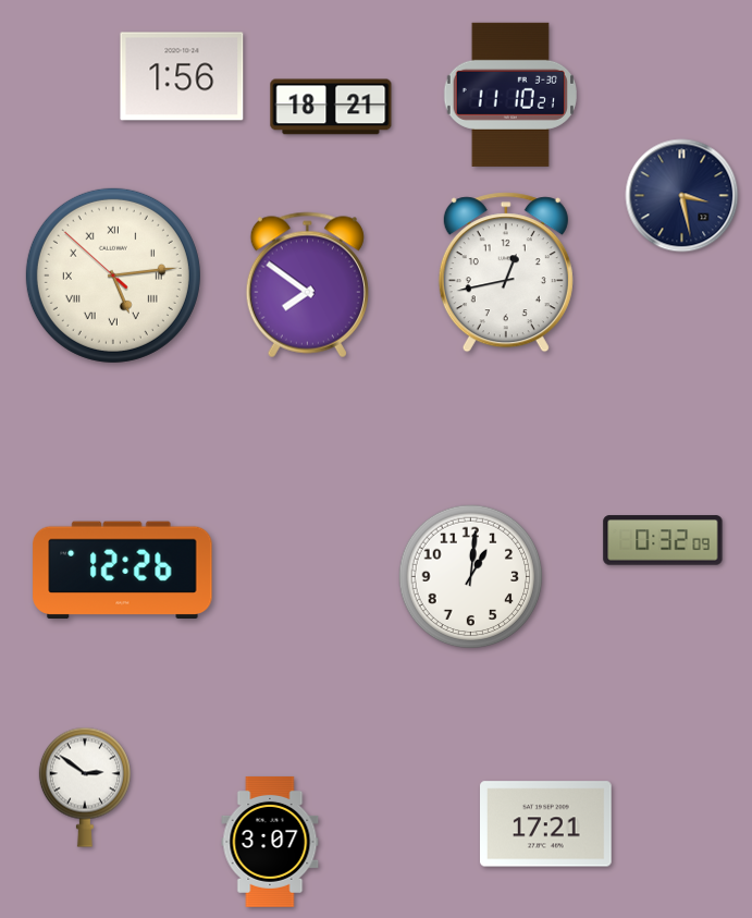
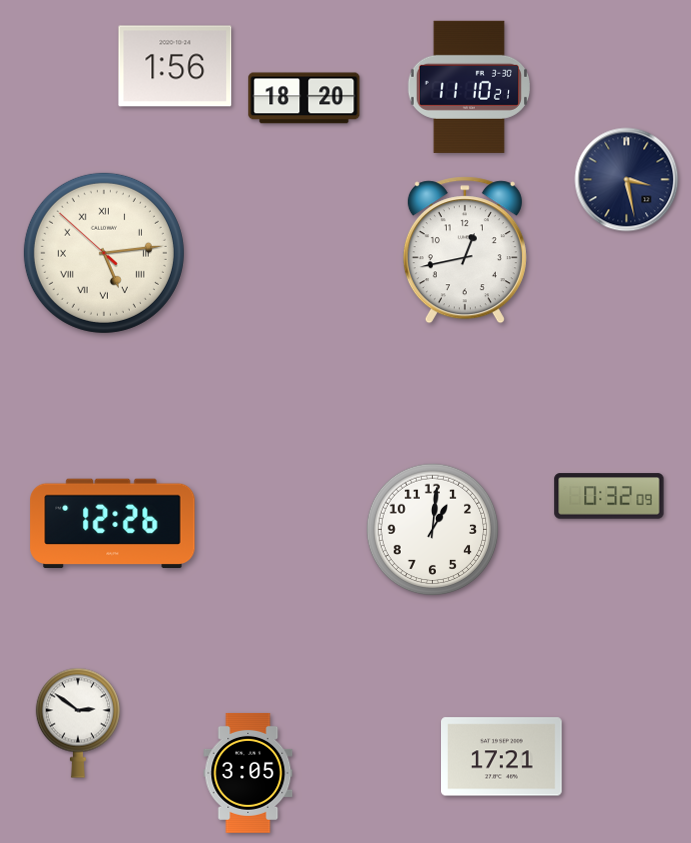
clock at (182, 76) position: (182, 76) -> (175, 66)
clock at (331, 107): 18:21 -> 18:20
clock at (307, 285): 7:51 -> none
clock at (270, 842): 3:07 -> 3:05
